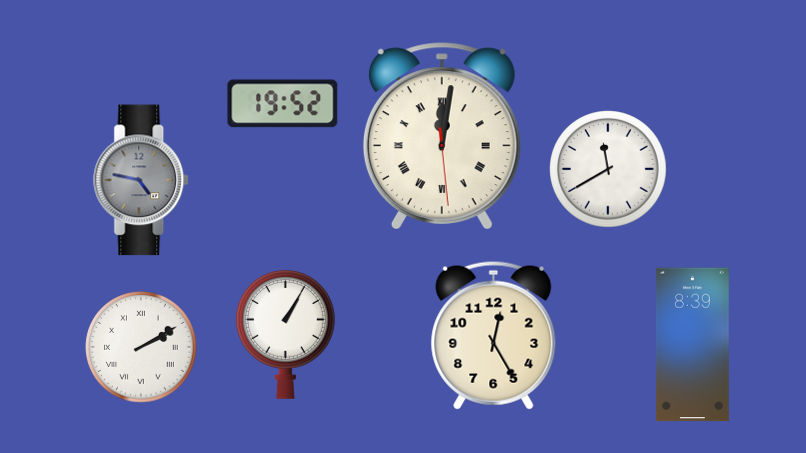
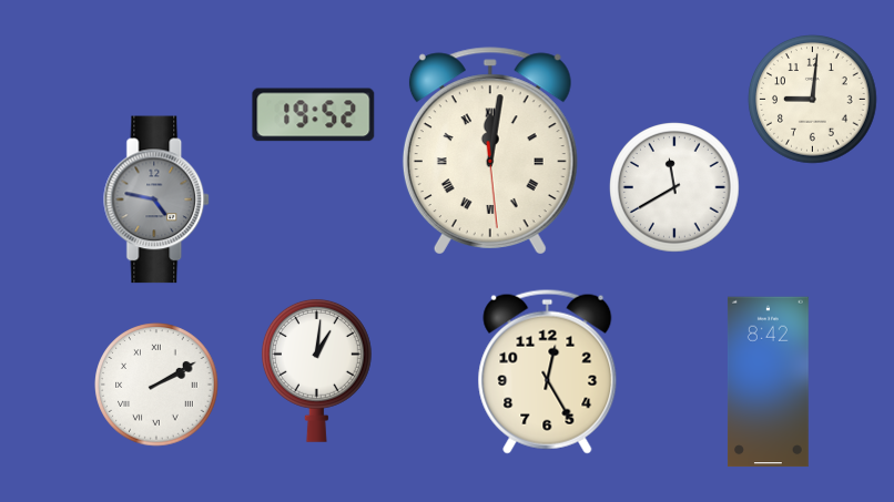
clock at (813, 100): none -> 9:01
clock at (285, 334): 1:05 -> 1:01
clock at (692, 345): 8:39 -> 8:42
